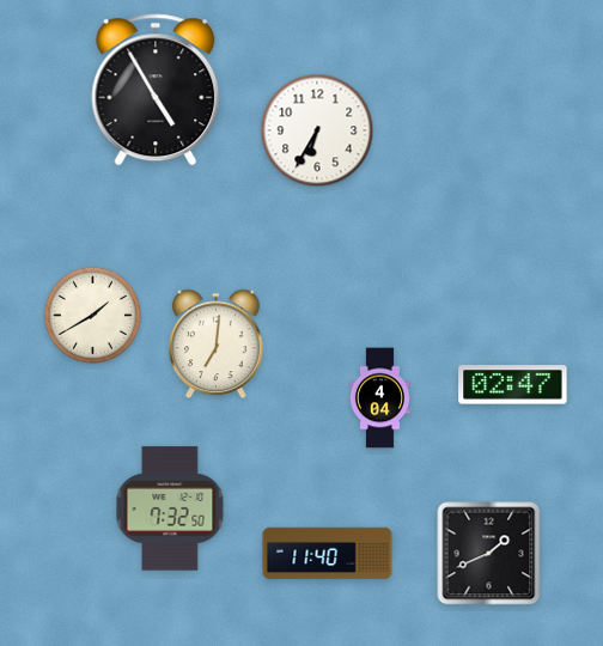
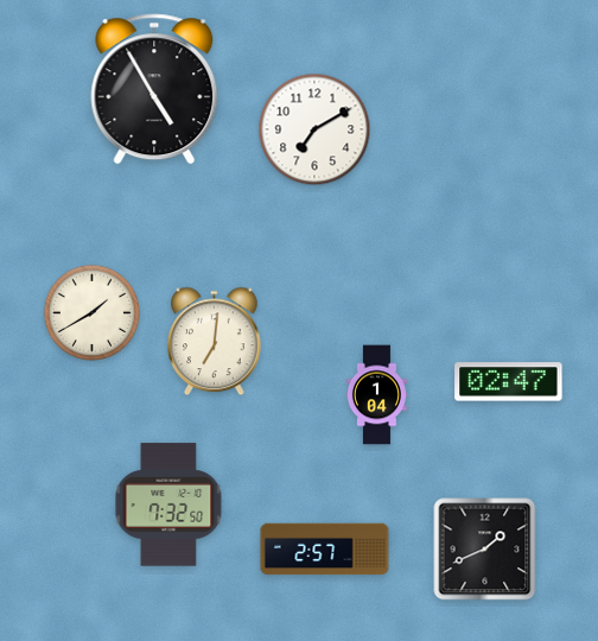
clock at (317, 130): 6:35 -> 7:10
clock at (379, 398): 4:04 -> 1:04
clock at (328, 554): 11:40 -> 2:57
